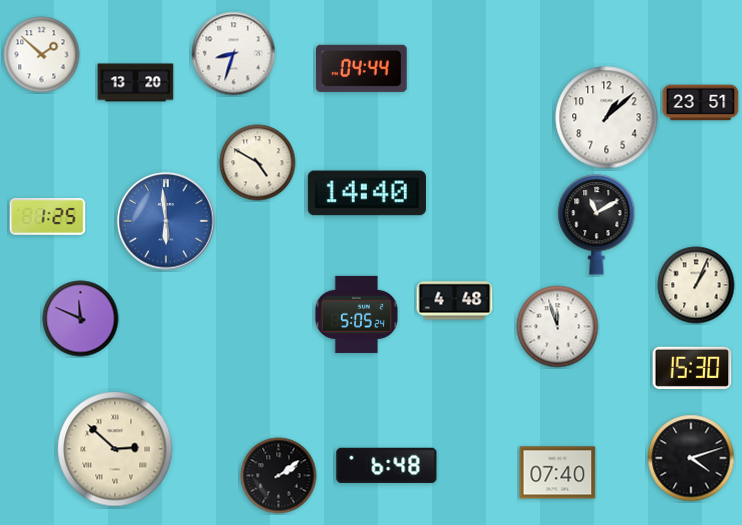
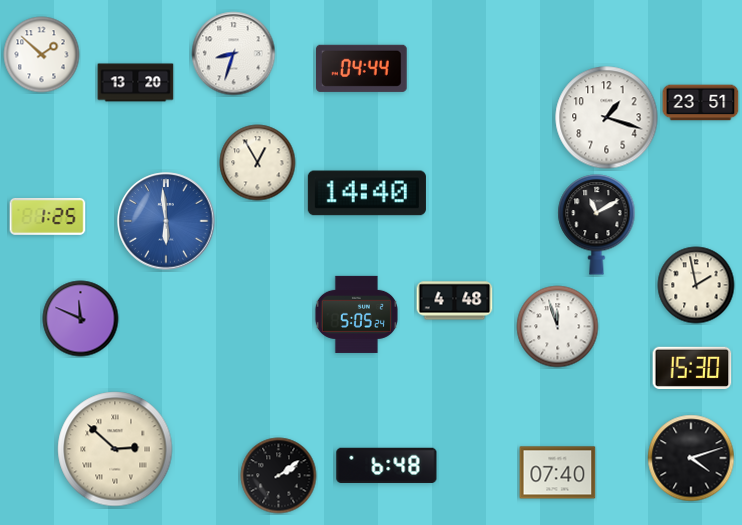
clock at (607, 118): 1:08 -> 1:18
clock at (258, 163): 4:50 -> 12:55
clock at (696, 285): 1:04 -> 1:58
